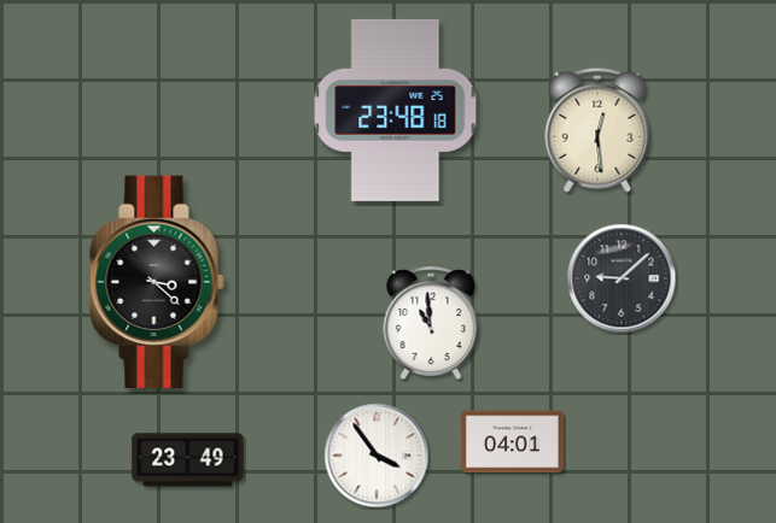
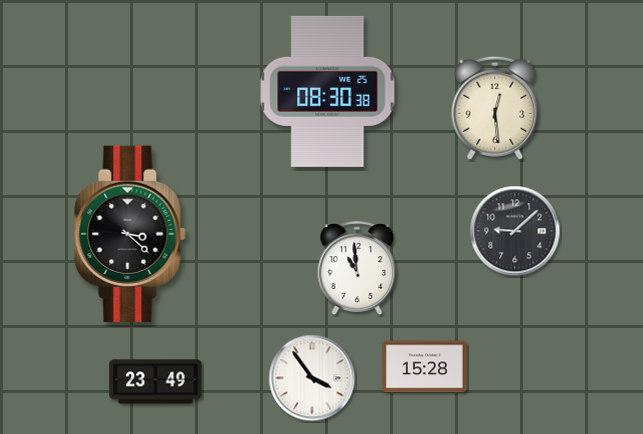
clock at (396, 110): 23:48 -> 08:30
clock at (512, 442): 04:01 -> 15:28
